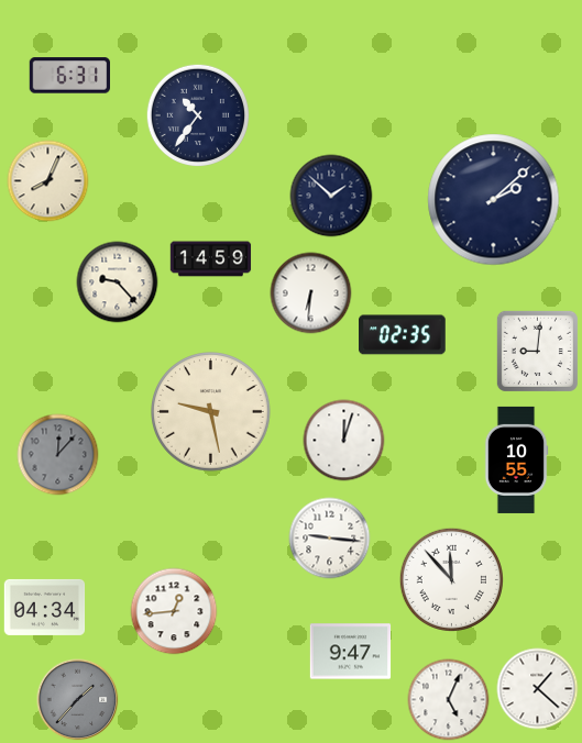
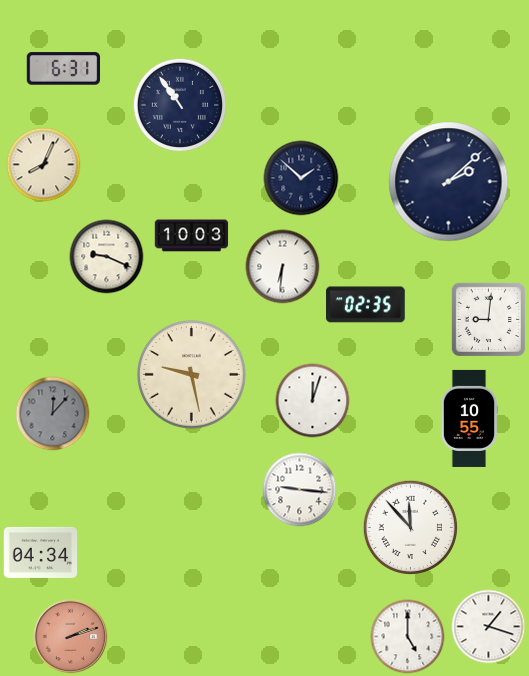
clock at (197, 114): 10:36 -> 10:54
clock at (211, 259): 14:59 -> 10:03
clock at (118, 282): 9:23 -> 9:19
clock at (174, 611): 12:44 -> none
clock at (351, 652): 9:47 -> none
clock at (538, 689): 1:22 -> 1:18
clock at (78, 700): 1:37 -> 2:12
clock at (78, 700) dial: grey -> salmon
clock at (449, 700): 5:04 -> 5:00
